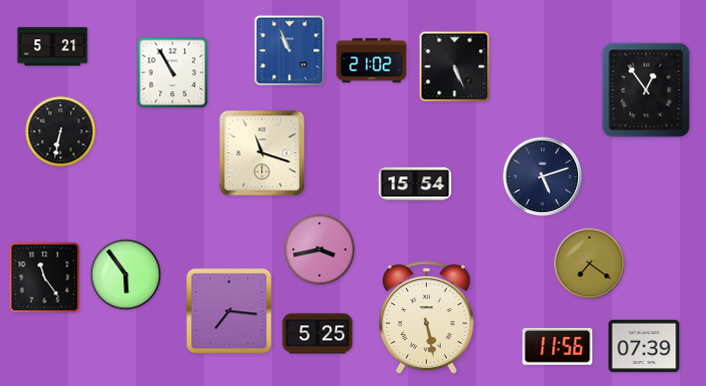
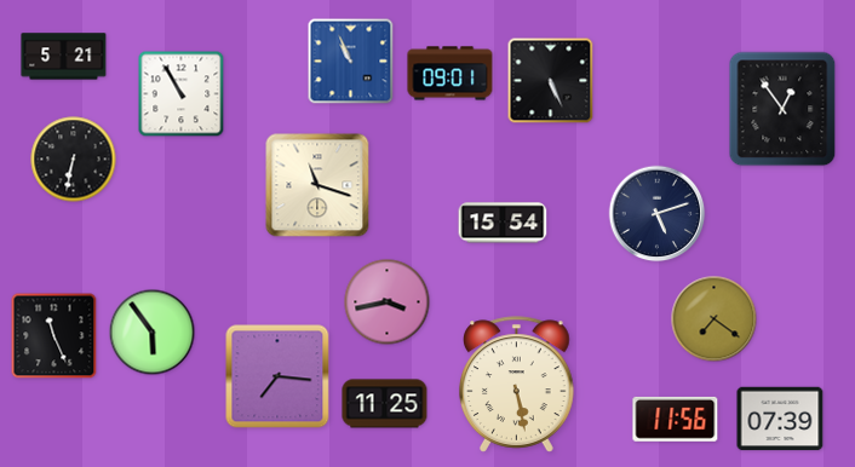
clock at (372, 61): 21:02 -> 09:01
clock at (173, 73) position: (173, 73) -> (182, 94)
clock at (45, 278): 11:24 -> 11:26
clock at (318, 334): 5:25 -> 11:25
